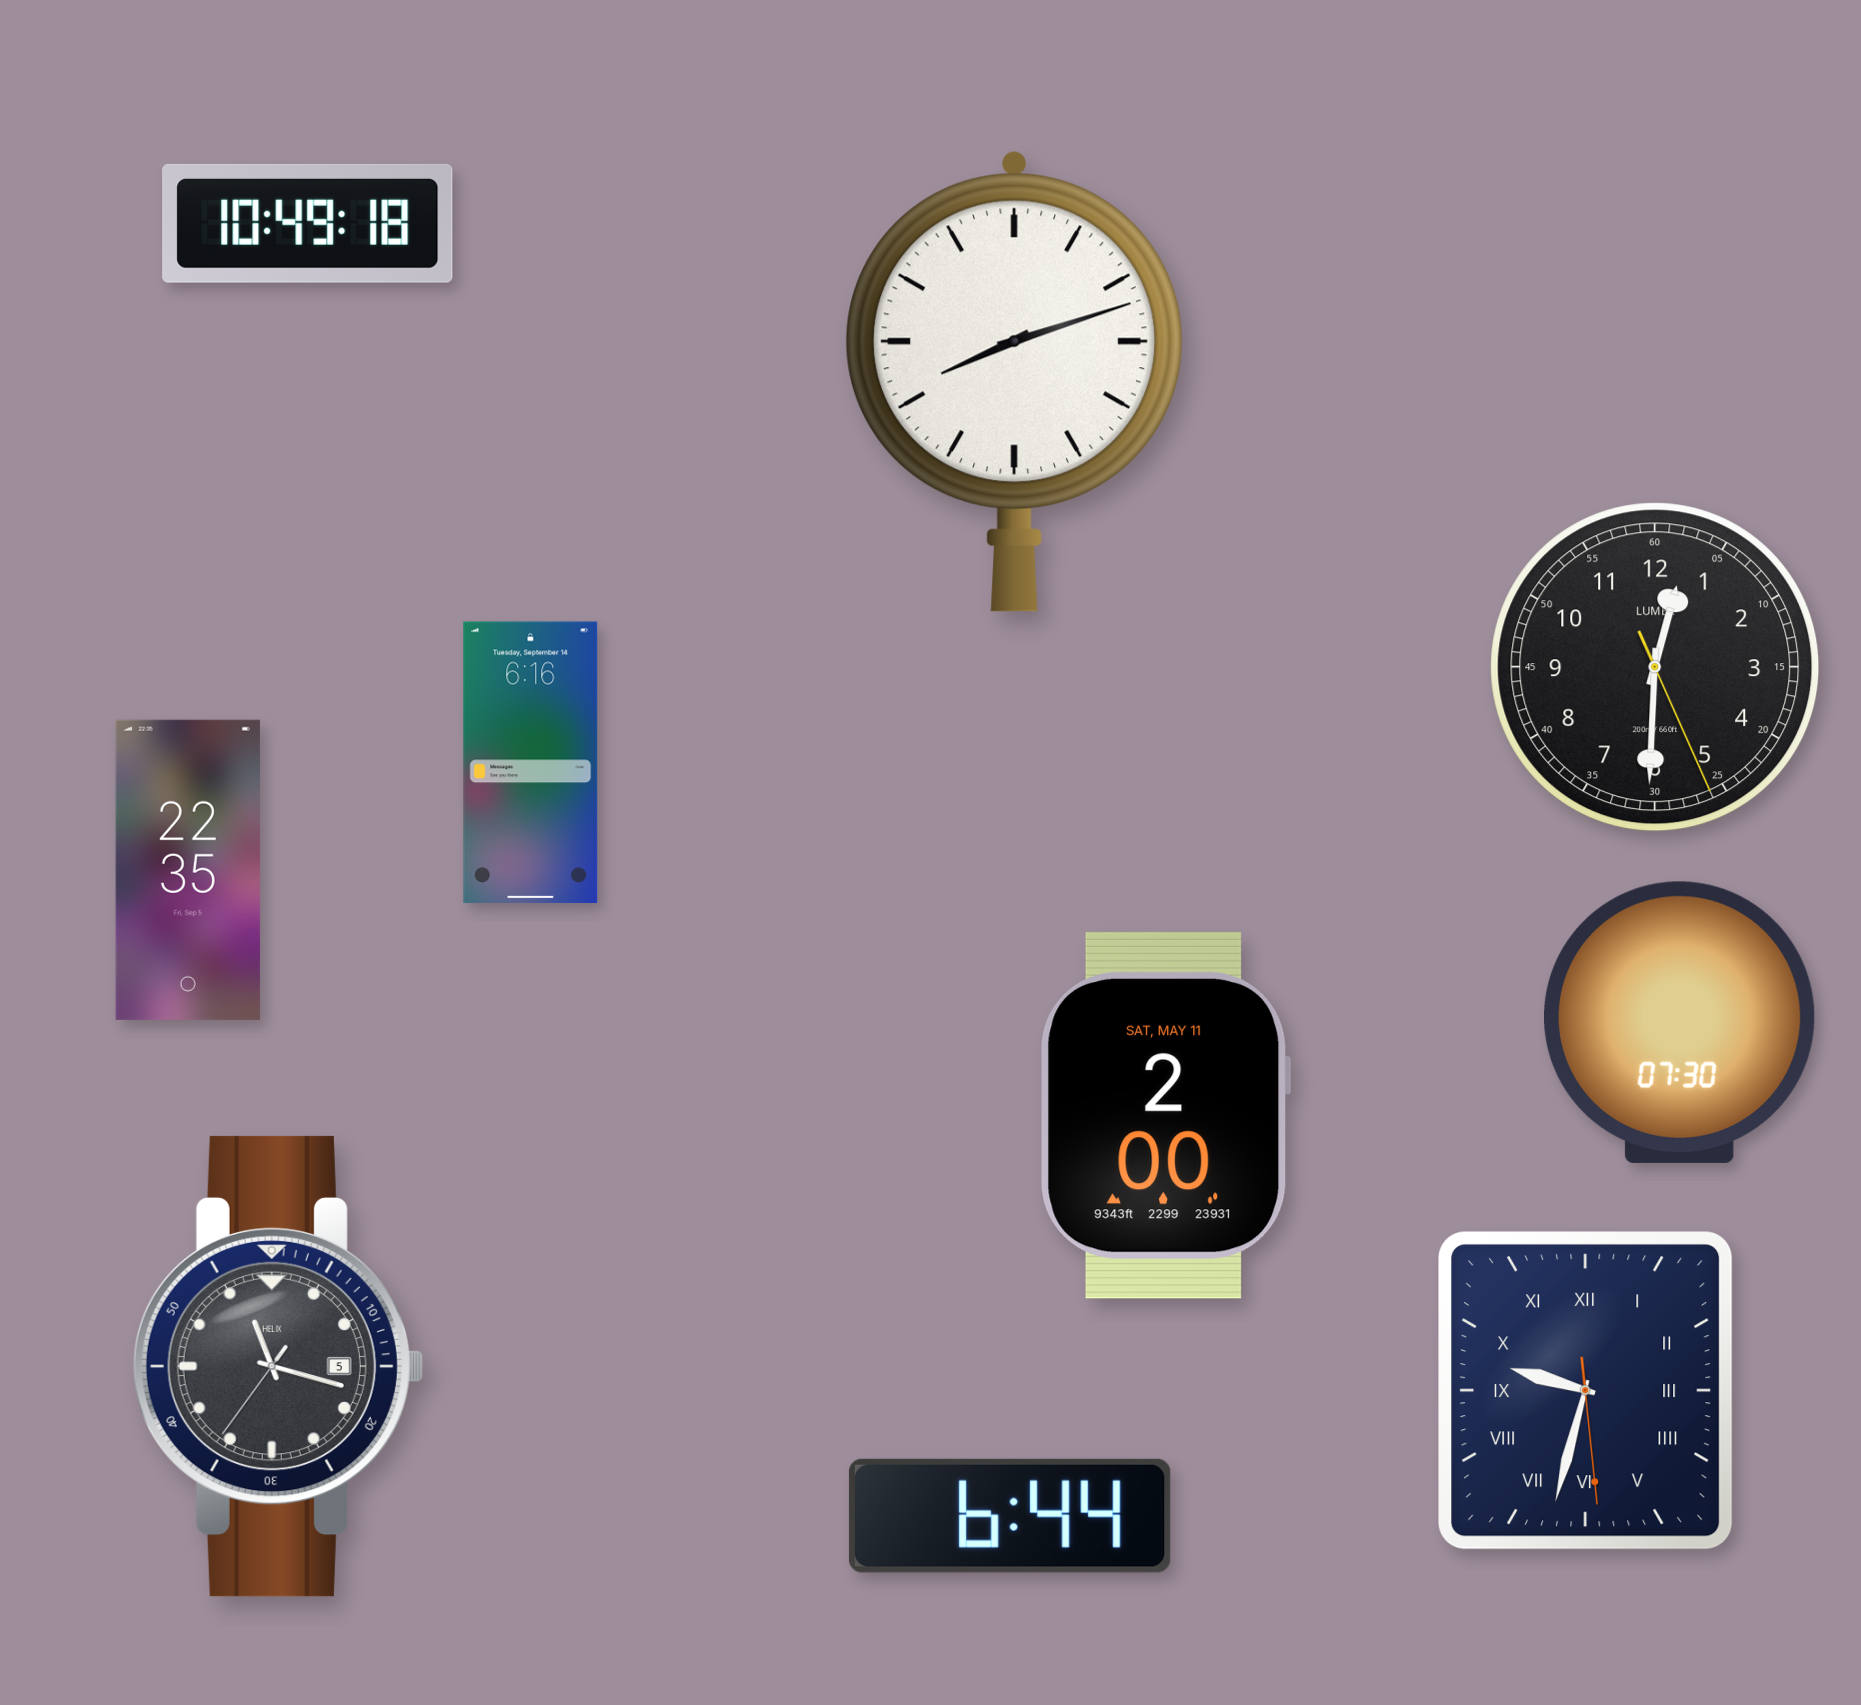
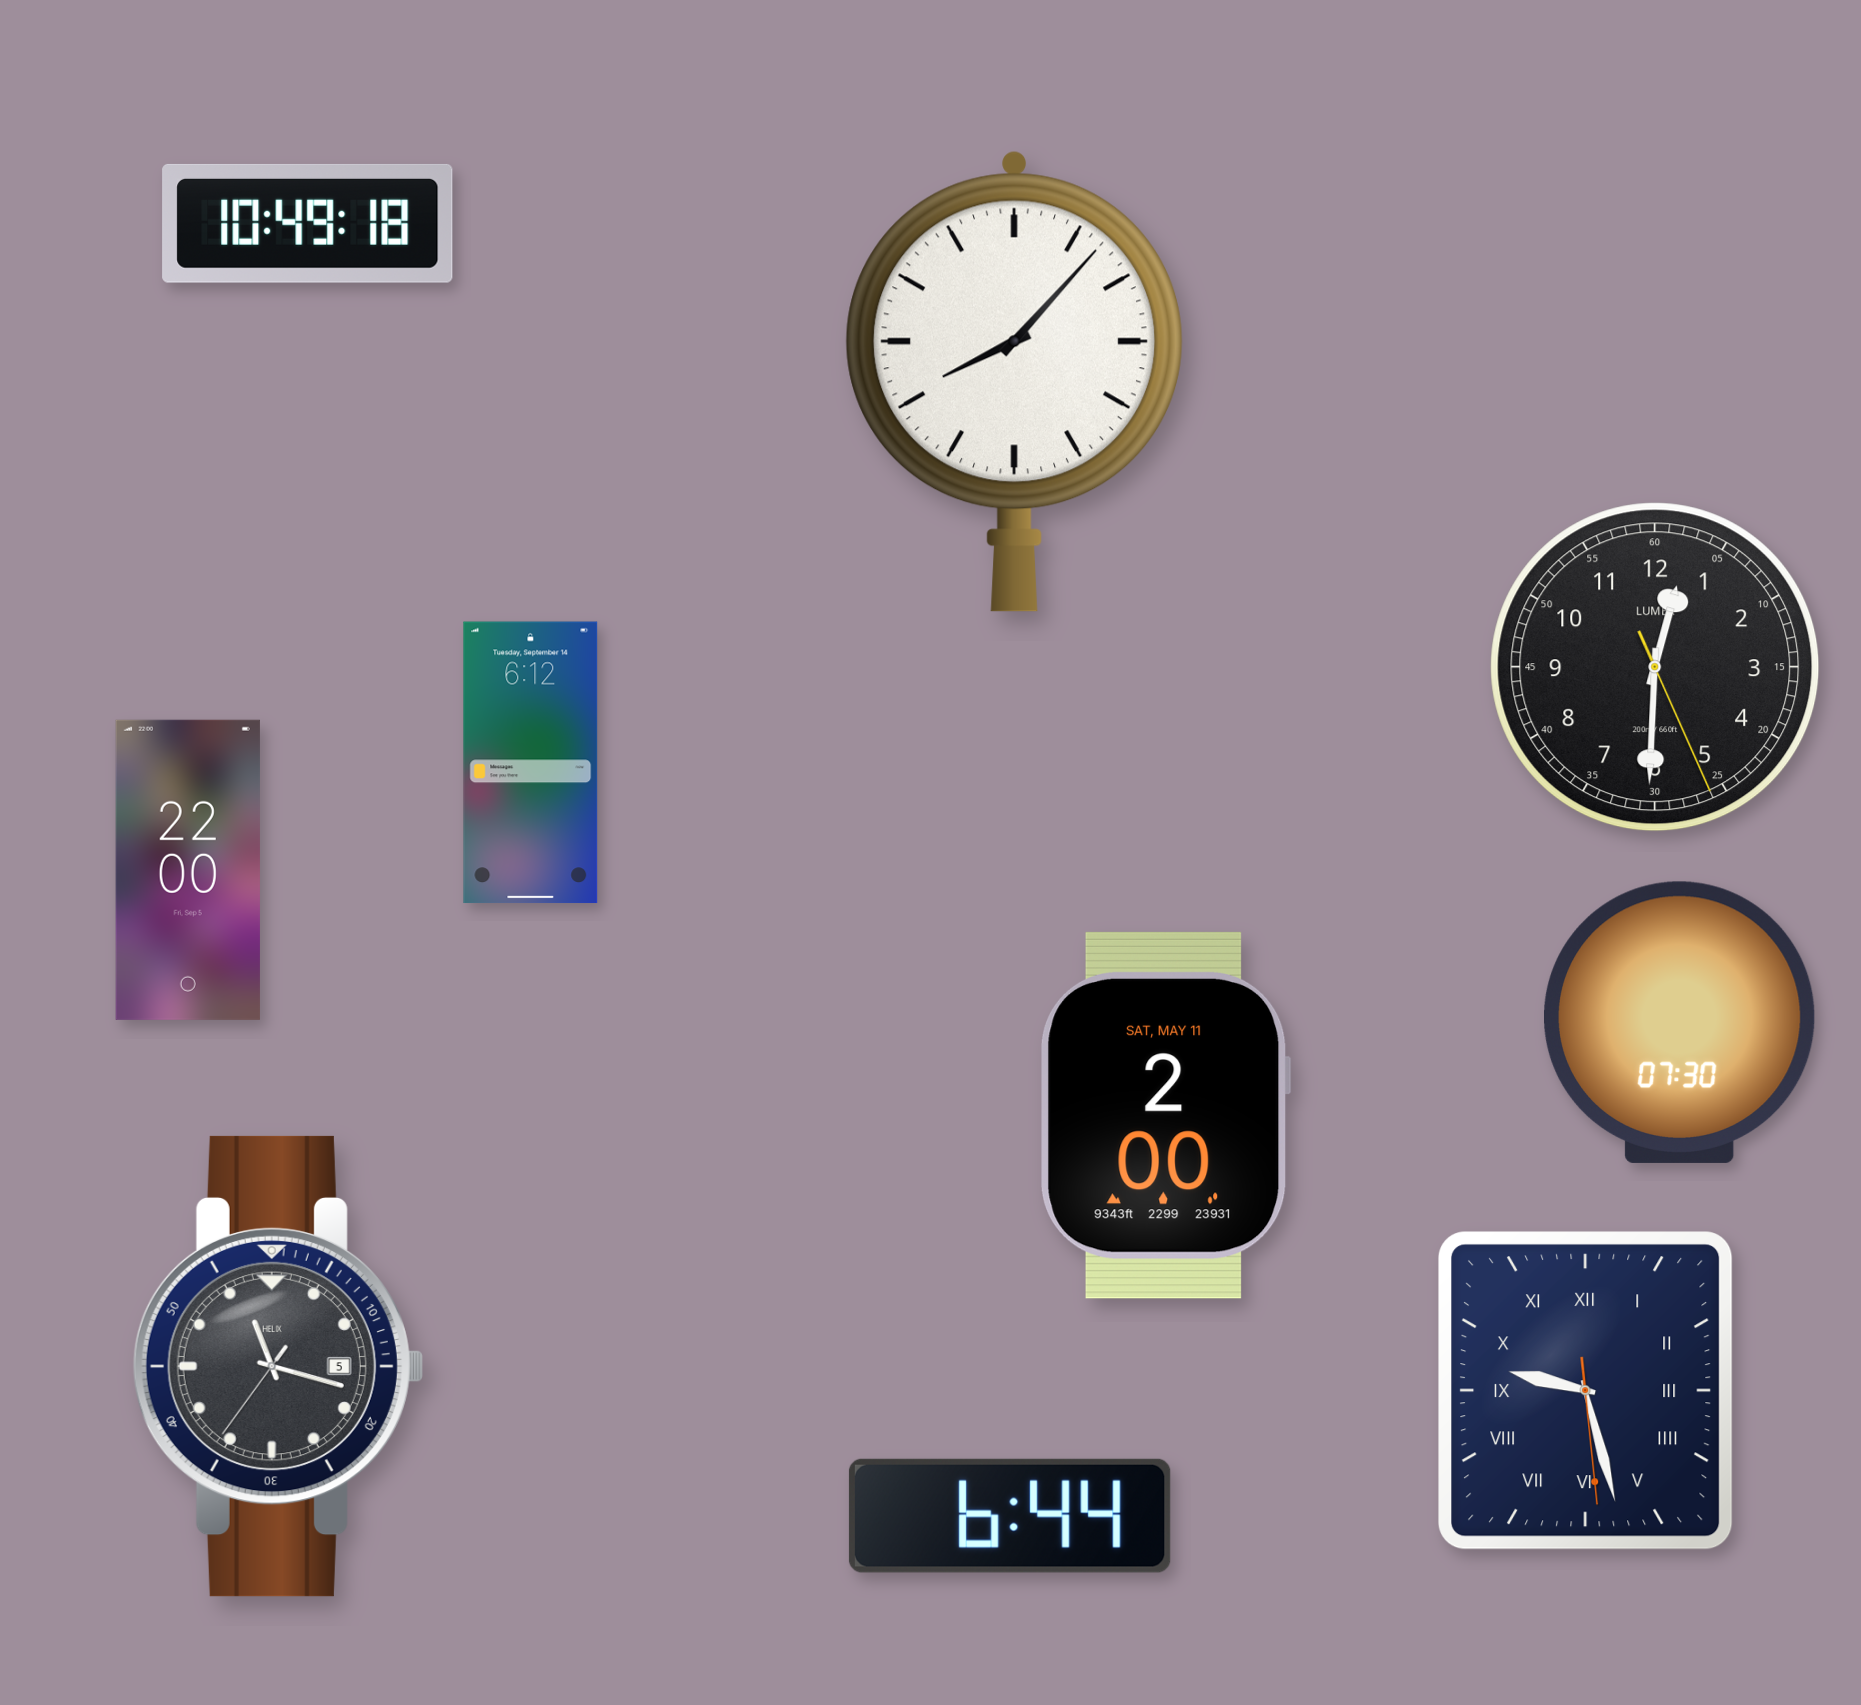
clock at (1014, 381): 8:12 -> 8:07
clock at (531, 763): 6:16 -> 6:12
clock at (188, 870): 22:35 -> 22:00
clock at (1586, 1391): 9:32 -> 9:27
